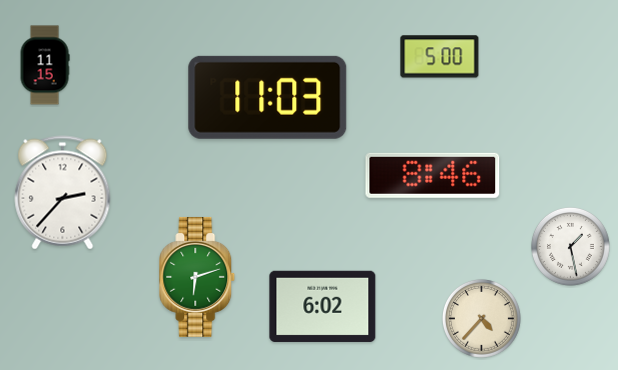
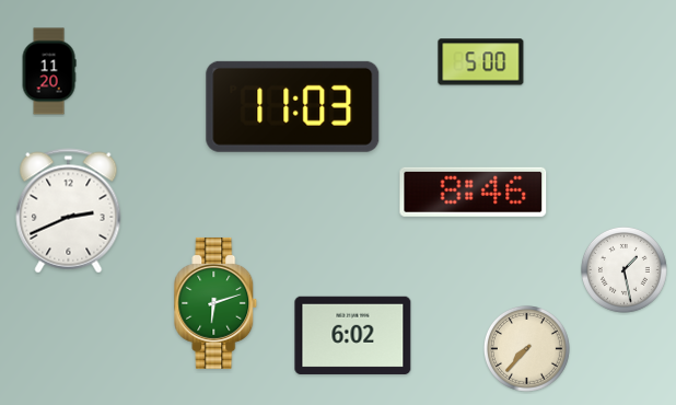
clock at (45, 65): 11:15 -> 11:20
clock at (63, 193): 2:37 -> 2:41
clock at (481, 318): 4:37 -> 7:37
